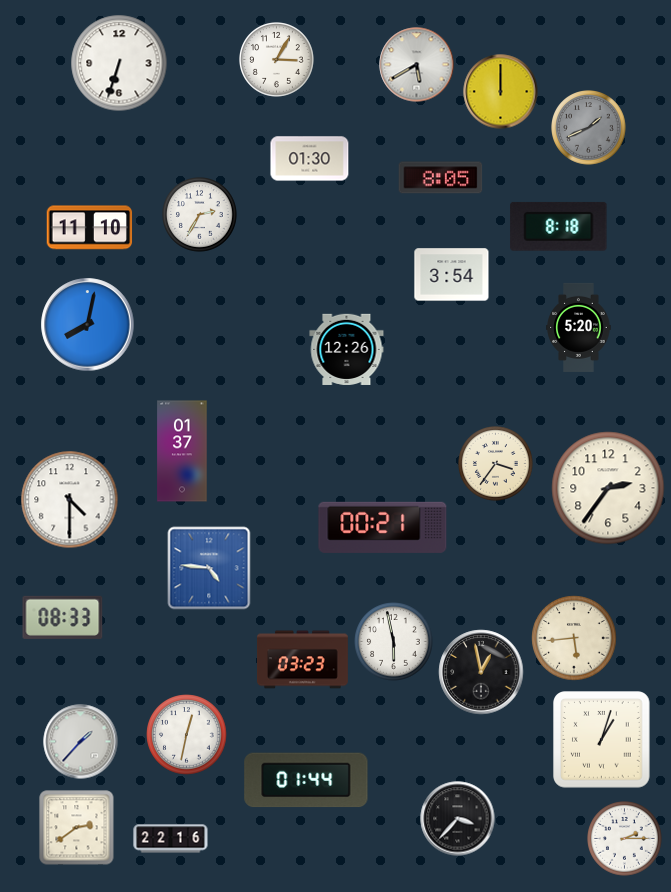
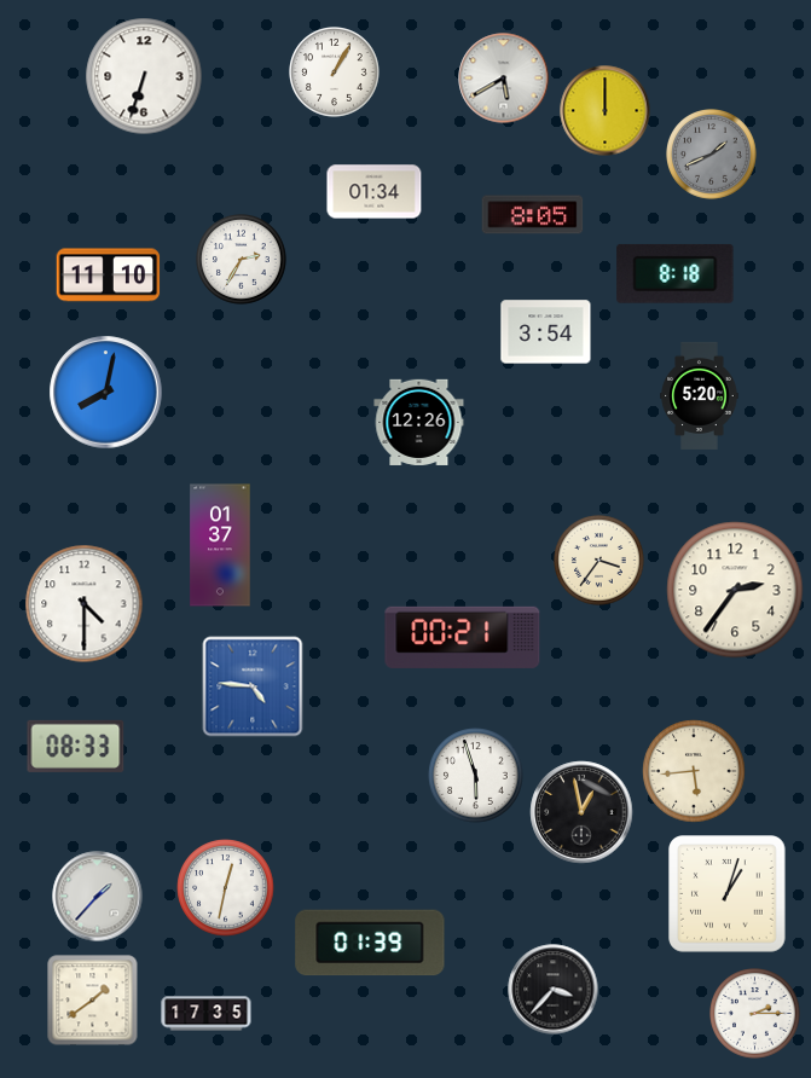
clock at (277, 60): 3:05 -> 1:05
clock at (310, 159): 01:30 -> 01:34
clock at (394, 642): 5:58 -> 5:57
clock at (302, 660): 03:23 -> none
clock at (306, 780): 01:44 -> 01:39
clock at (77, 828): 2:39 -> 1:39
clock at (171, 839): 22:16 -> 17:35
